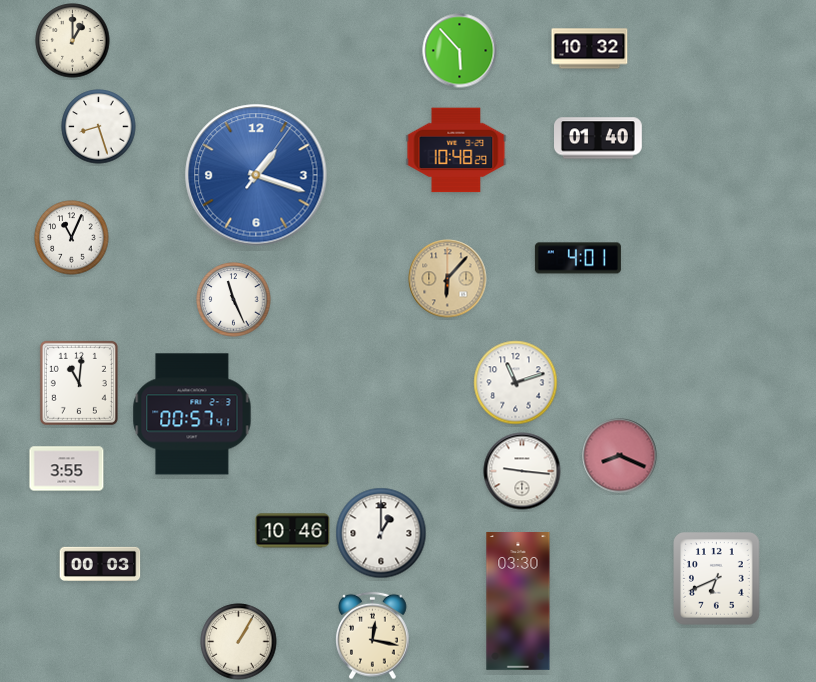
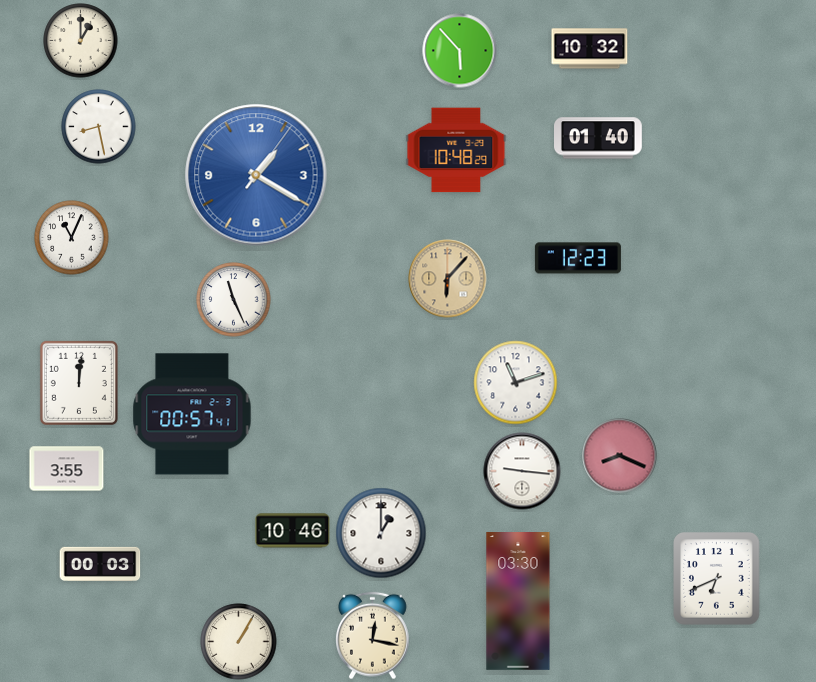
clock at (73, 41) position: (73, 41) -> (81, 41)
clock at (99, 127): 8:27 -> 8:28
clock at (256, 175): 1:18 -> 1:20
clock at (578, 258): 4:01 -> 12:23
clock at (79, 383): 11:01 -> 12:01
